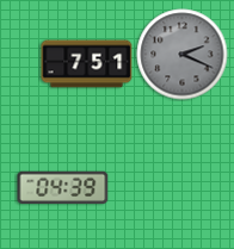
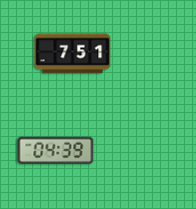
clock at (183, 55): 2:19 -> none
clock at (63, 188) position: (63, 188) -> (56, 151)
